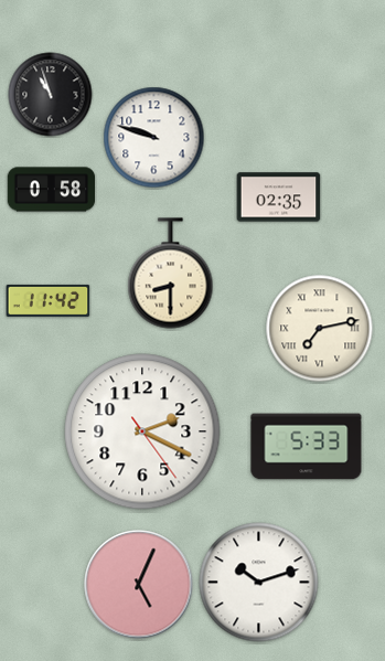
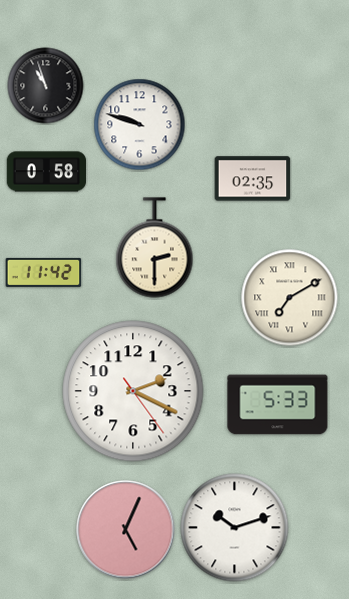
clock at (171, 274): 8:30 -> 2:30
clock at (320, 329): 7:13 -> 7:10
clock at (142, 431) position: (142, 431) -> (133, 391)
